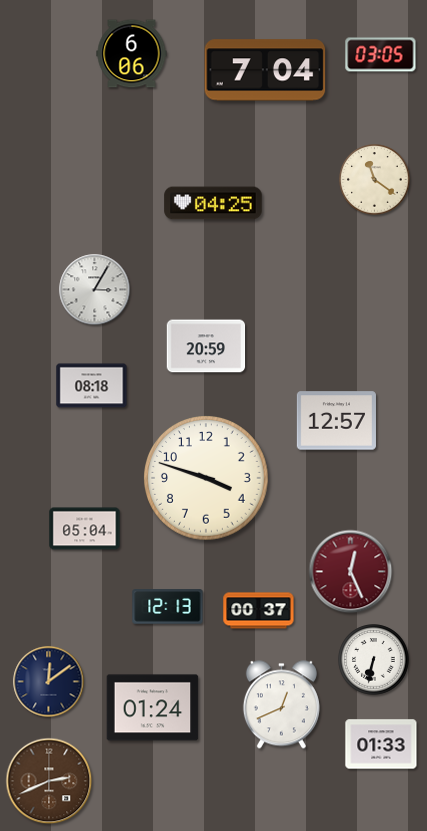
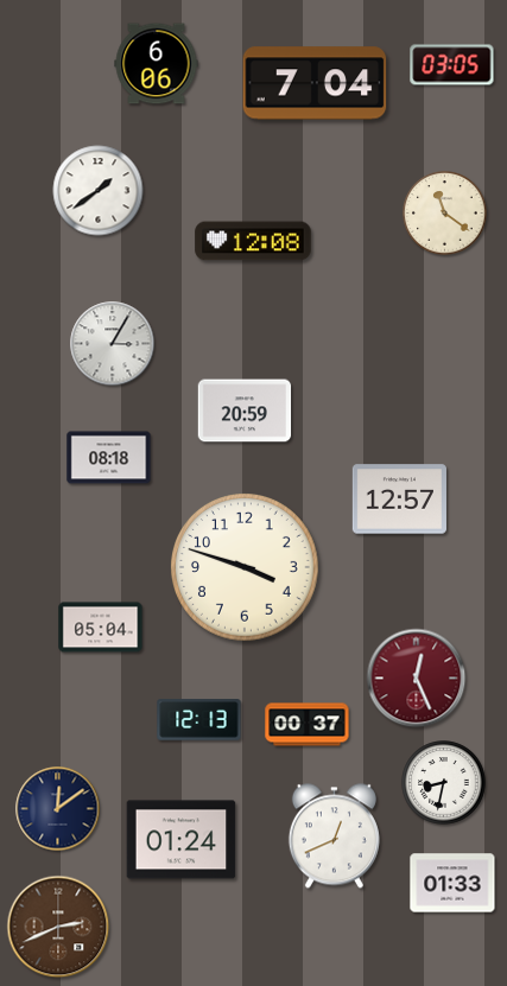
clock at (99, 191): none -> 1:39
clock at (213, 203): 04:25 -> 12:08
clock at (374, 660): 6:32 -> 8:32
